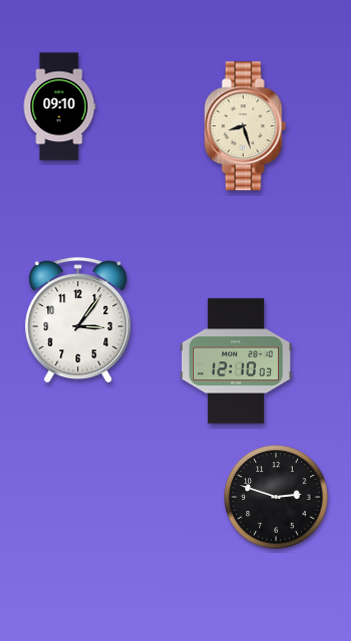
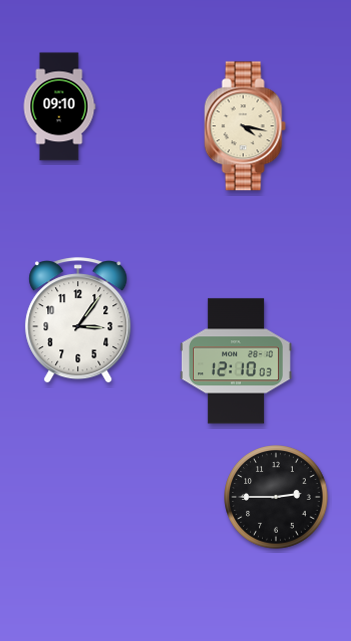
clock at (245, 126): 8:27 -> 4:17
clock at (276, 497): 2:48 -> 2:45
